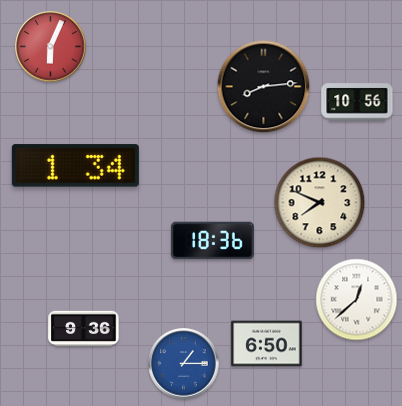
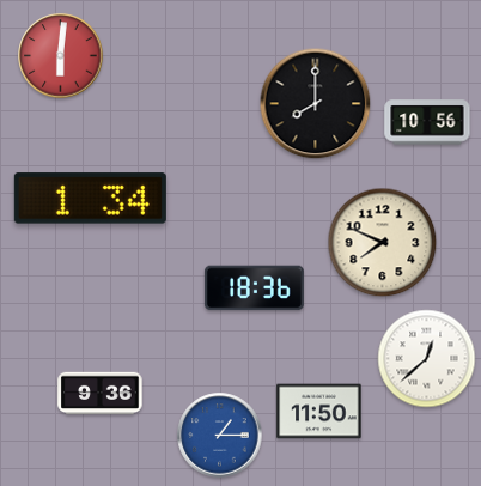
clock at (51, 47): 6:04 -> 6:01
clock at (264, 87): 8:14 -> 8:00
clock at (267, 344): 6:50 -> 11:50
